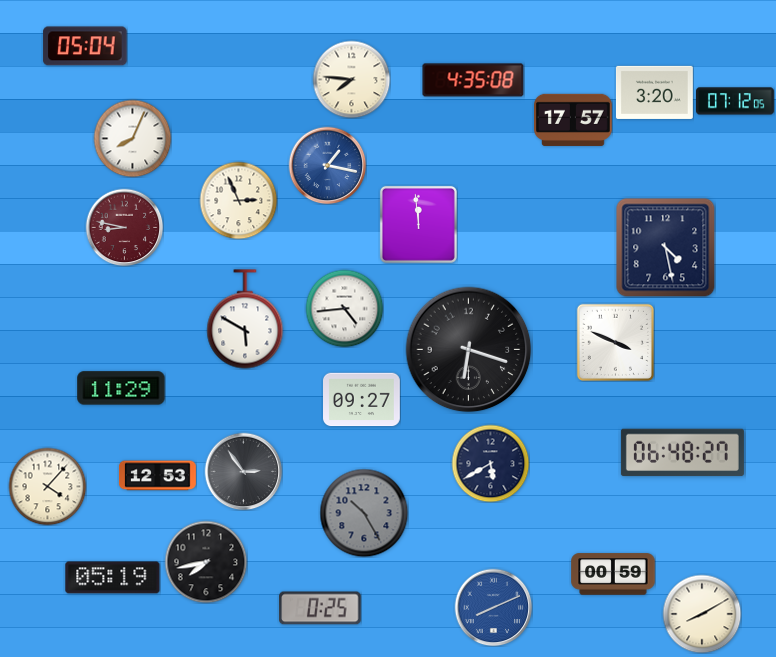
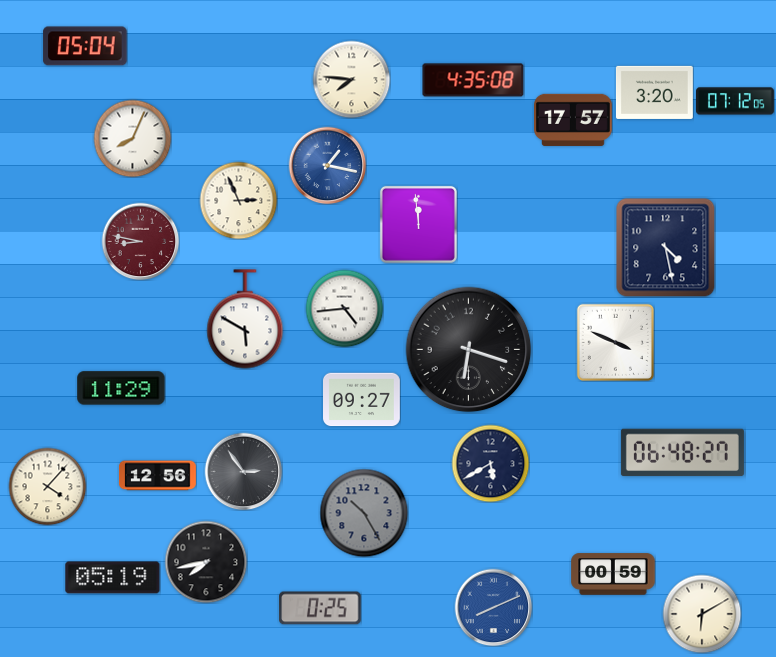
clock at (124, 227) position: (124, 227) -> (140, 241)
clock at (157, 476): 12:53 -> 12:56
clock at (702, 614): 8:10 -> 6:10
